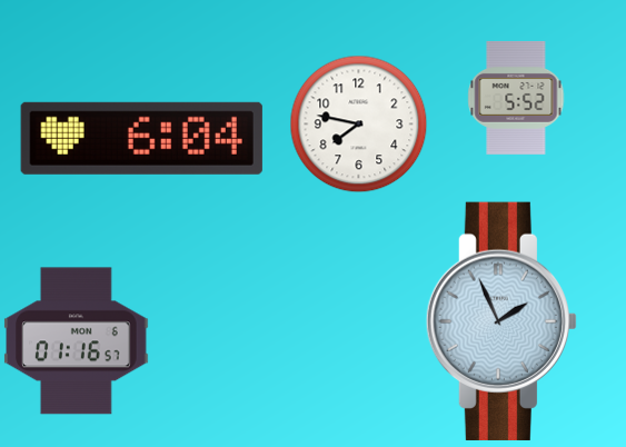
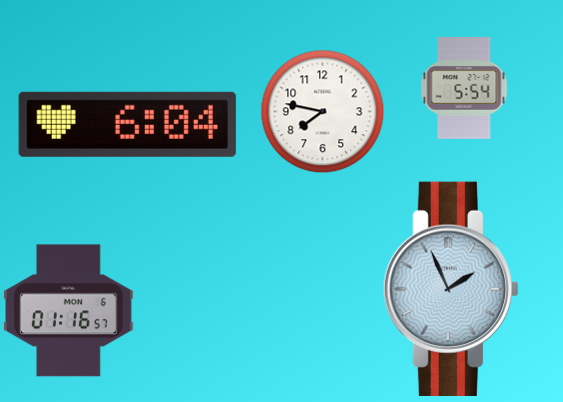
clock at (516, 98): 5:52 -> 5:54
clock at (77, 341) position: (77, 341) -> (69, 311)
